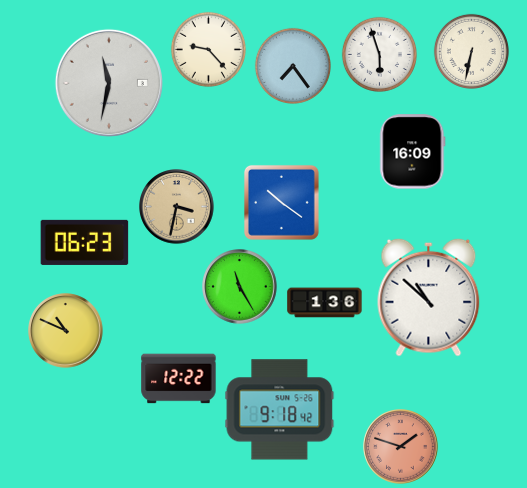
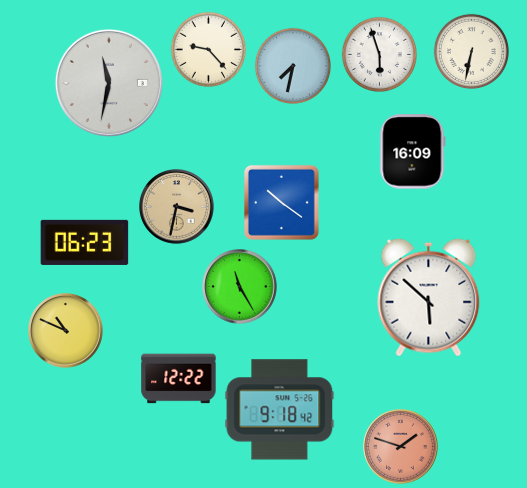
clock at (293, 66): 7:24 -> 7:32
clock at (429, 297): 10:52 -> 5:52
clock at (325, 303): 1:36 -> none
